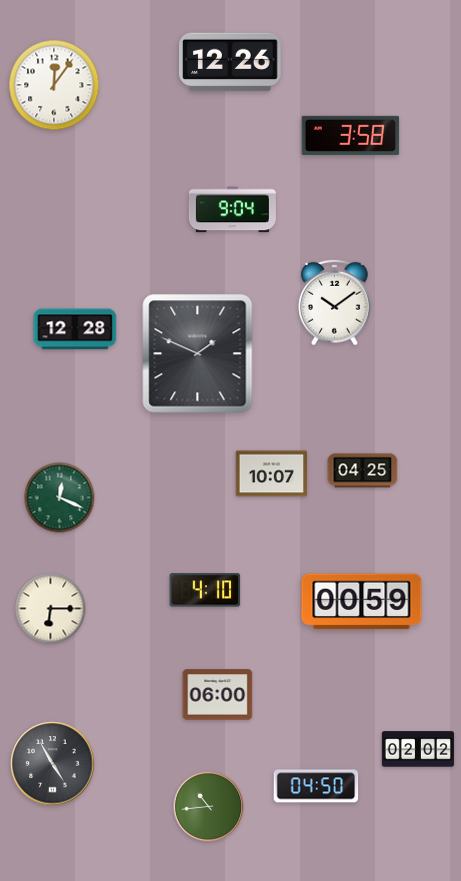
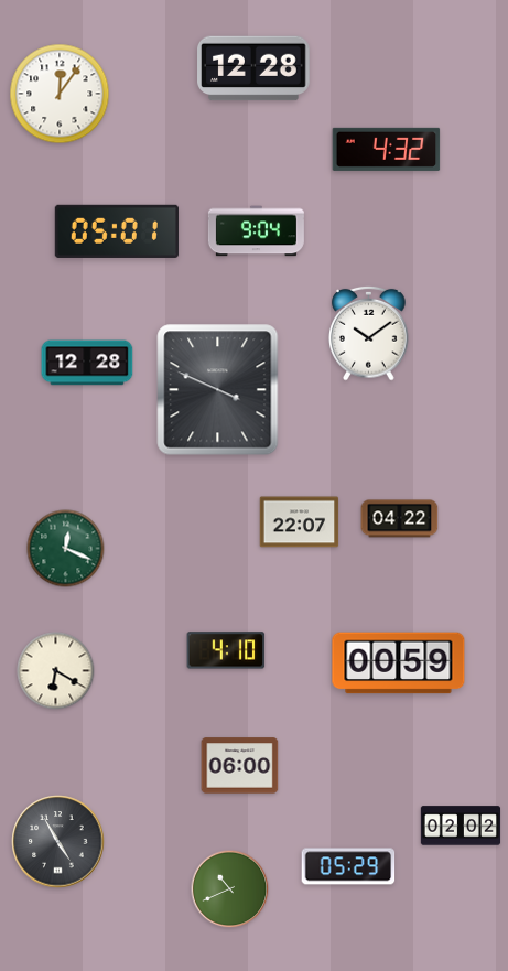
clock at (231, 62): 12:26 -> 12:28
clock at (351, 135): 3:58 -> 4:32
clock at (117, 231): none -> 05:01
clock at (75, 329) position: (75, 329) -> (87, 363)
clock at (198, 354): 1:49 -> 3:49
clock at (363, 471): 04:25 -> 04:22
clock at (272, 474): 10:07 -> 22:07
clock at (51, 609): 6:15 -> 6:20
clock at (316, 786): 04:50 -> 05:29
clock at (209, 807): 10:44 -> 10:41
